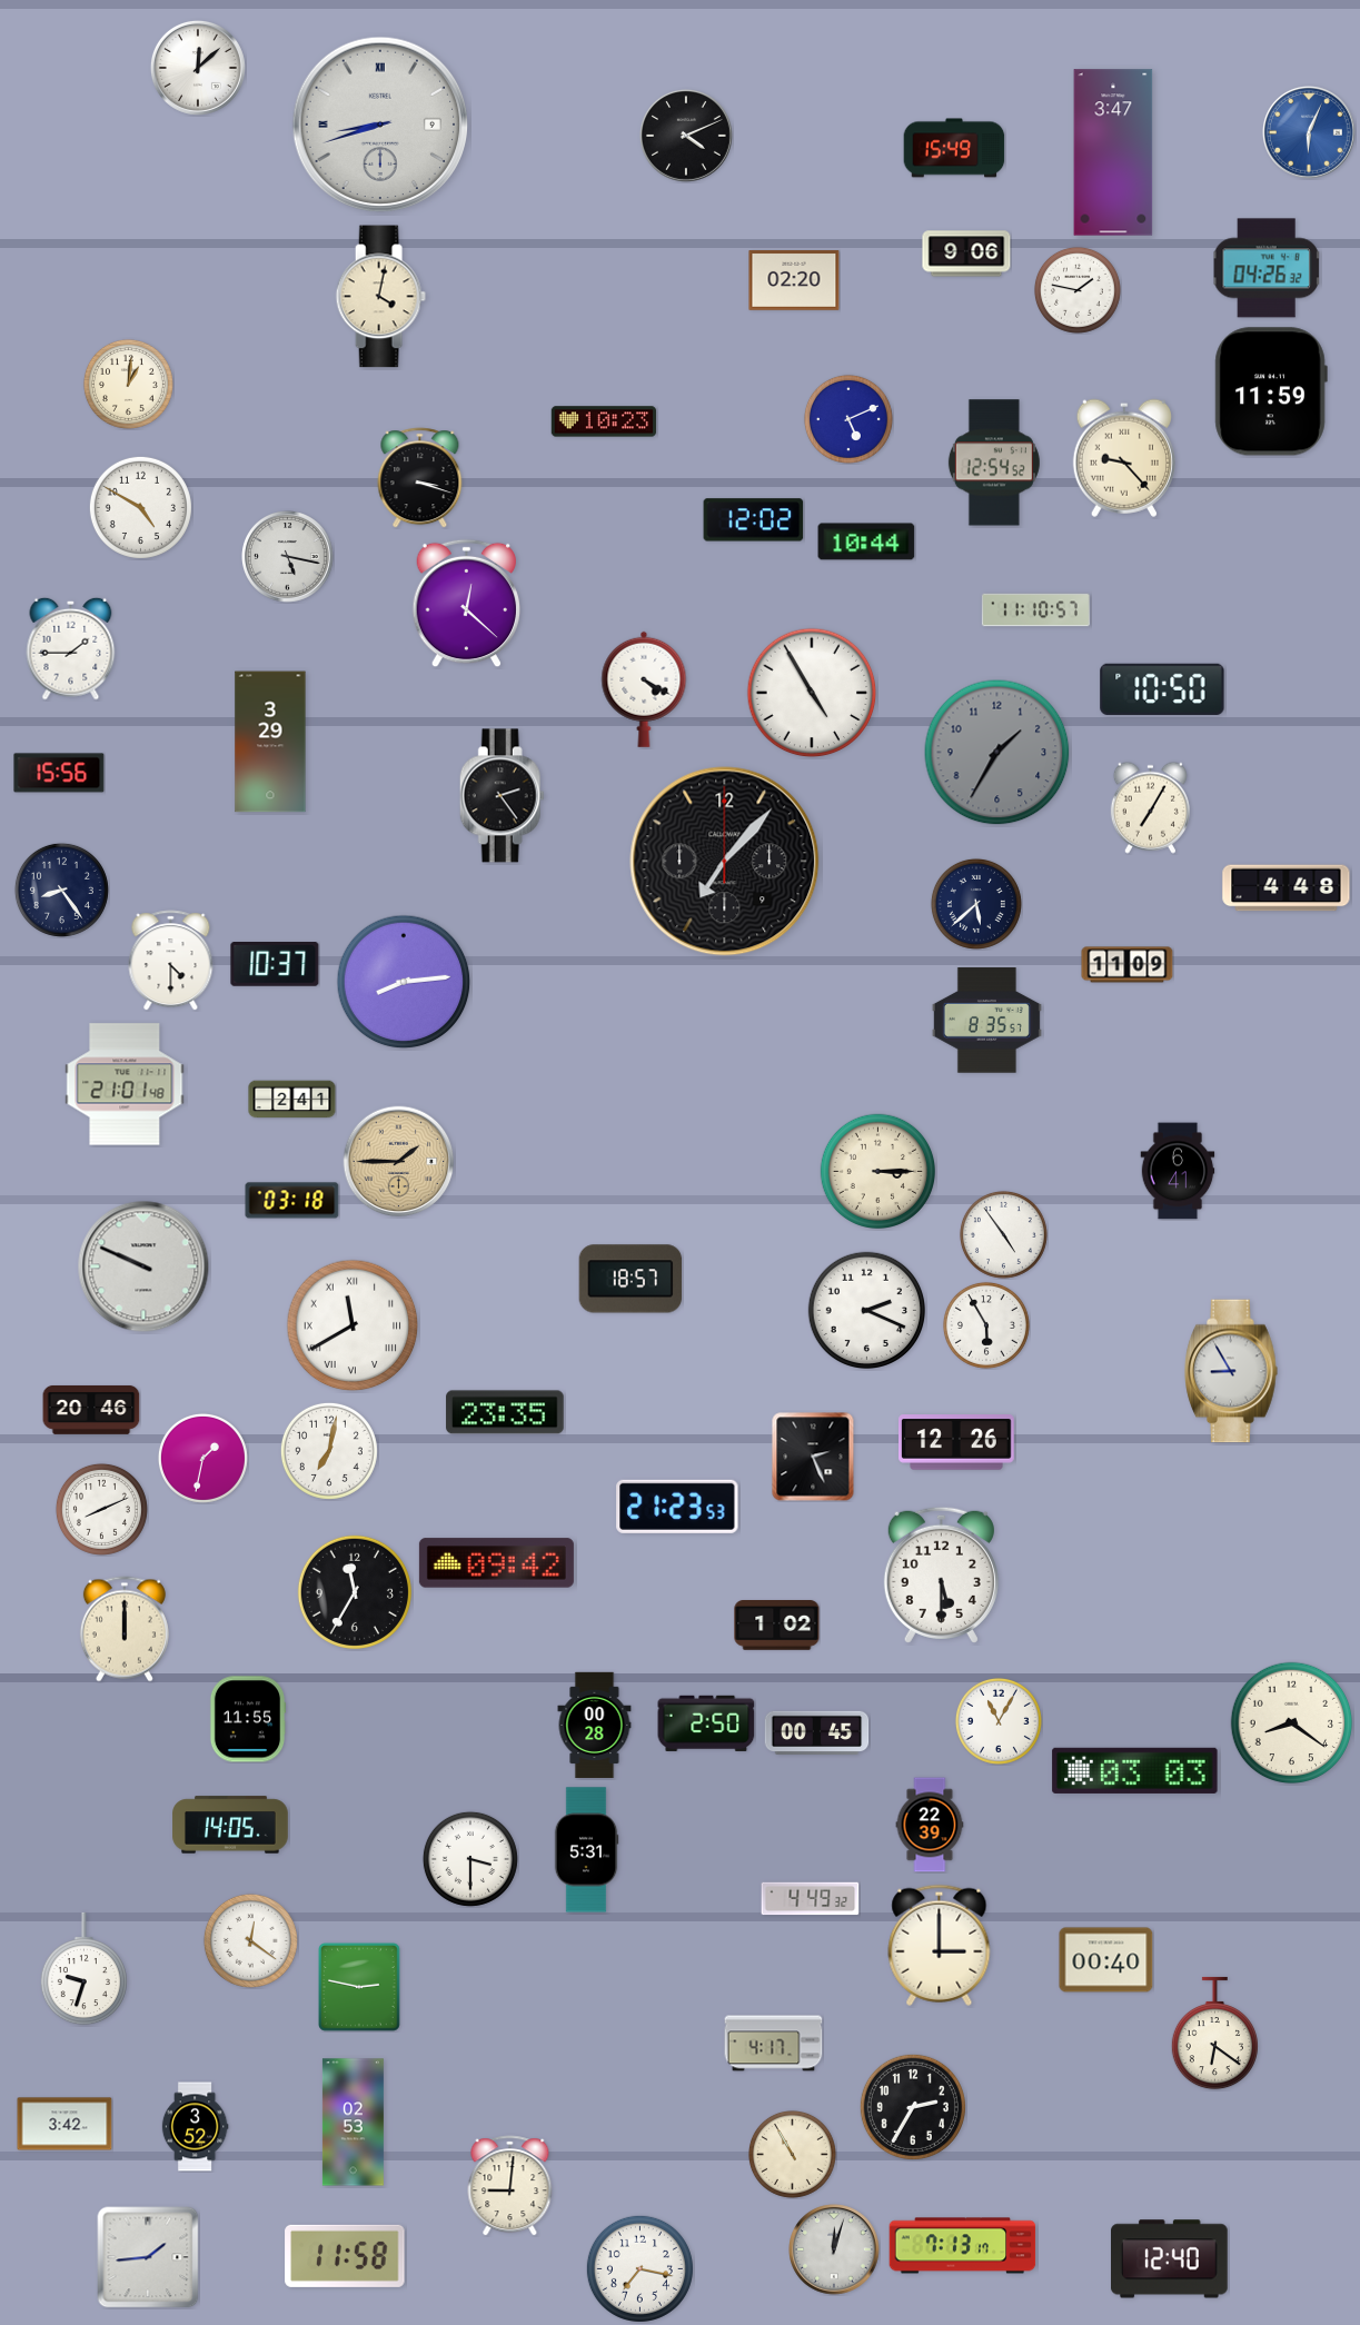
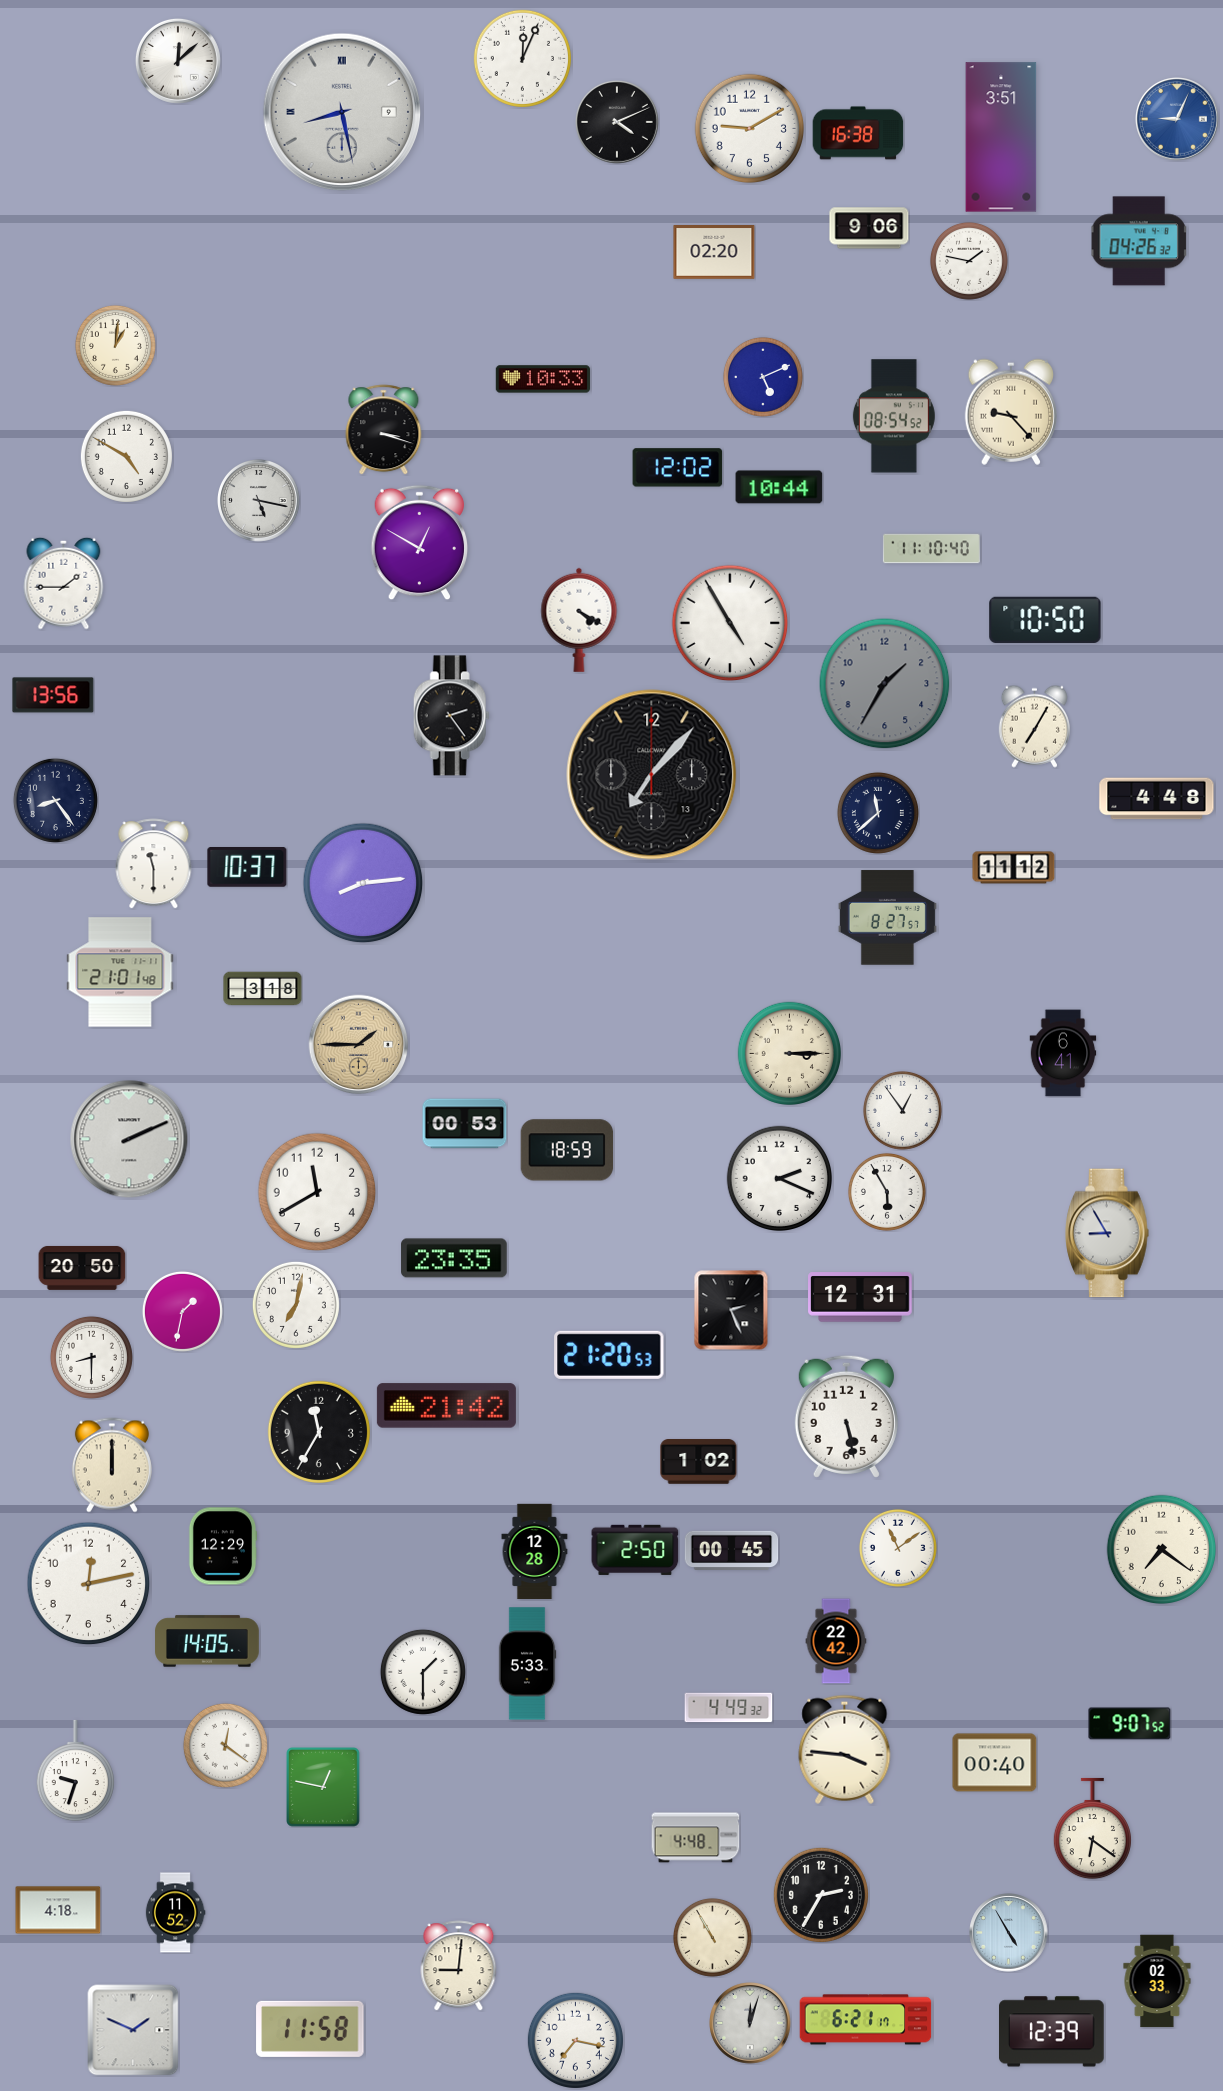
clock at (522, 58): none -> 12:04
clock at (380, 125): 8:42 -> 8:28
clock at (1310, 133): 6:04 -> 9:04
clock at (750, 129): none -> 9:10
clock at (954, 148): 15:49 -> 16:38
clock at (1113, 152): 3:47 -> 3:51
clock at (380, 297): 4:02 -> none
clock at (1271, 391): 11:59 -> none
clock at (604, 421): 10:23 -> 10:33
clock at (994, 463): 12:54 -> 08:54
clock at (420, 478) position: (420, 478) -> (384, 430)
clock at (467, 604): 12:22 -> 12:50
clock at (1035, 610): 11:10:57 -> 11:10:40
clock at (270, 742): 3:29 -> none
clock at (997, 753) position: (997, 753) -> (885, 684)
clock at (59, 773): 15:56 -> 13:56
clock at (725, 862) date: 9 -> 13
clock at (976, 904): 5:38 -> 11:38
clock at (171, 961): 4:30 -> 11:30
clock at (1128, 965): 11:09 -> 11:12
clock at (986, 1021): 8:35 -> 8:27
clock at (125, 1084) position: (125, 1084) -> (120, 972)
clock at (292, 1100): 2:41 -> 3:18
clock at (1178, 1171) position: (1178, 1171) -> (1063, 1053)
clock at (292, 1201): 03:18 -> none
clock at (1003, 1234): 4:54 -> 12:54
clock at (465, 1124): none -> 00:53
clock at (143, 1266): 9:49 -> 2:11
clock at (631, 1279): 18:57 -> 18:59
clock at (353, 1325) numerals: Roman -> Arabic
clock at (91, 1410): 20:46 -> 20:50
clock at (505, 1412) position: (505, 1412) -> (454, 1258)
clock at (956, 1442): 12:26 -> 12:31
clock at (677, 1507): 21:23 -> 21:20
clock at (101, 1509): 8:11 -> 8:30
clock at (496, 1563): 09:42 -> 21:42
clock at (941, 1574): 5:30 -> 5:28
clock at (248, 1719): 11:55 -> 12:29
clock at (999, 1721): 11:05 -> 11:09
clock at (1292, 1723): 8:21 -> 7:21
clock at (595, 1726): 00:28 -> 12:28
clock at (817, 1733) position: (817, 1733) -> (732, 1551)
clock at (89, 1584): none -> 12:13
clock at (1135, 1770): 03:03 -> none
clock at (930, 1825): 22:39 -> 22:42
clock at (586, 1850): 5:31 -> 5:33
clock at (470, 1859): 3:30 -> 1:30
clock at (1130, 1724): none -> 9:07
clock at (940, 1945): 3:00 -> 3:46
clock at (360, 1987): 2:47 -> 12:47
clock at (774, 2044): 4:17 -> 4:48
clock at (353, 2123): 02:53 -> none
clock at (64, 2124): 3:42 -> 4:18
clock at (195, 2127): 3:52 -> 11:52
clock at (1009, 1933): none -> 4:55
clock at (1157, 1981): none -> 02:33
clock at (963, 2246): 7:13 -> 6:21
clock at (148, 2257): 1:44 -> 1:49
clock at (1170, 2259): 12:40 -> 12:39
